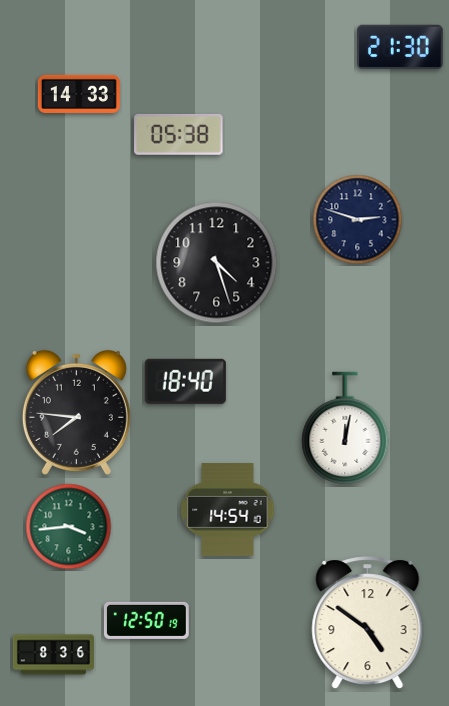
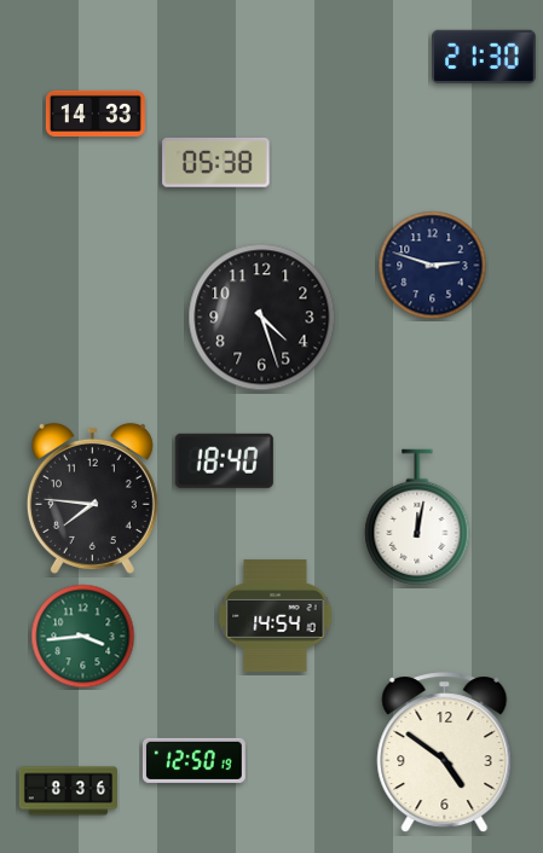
clock at (146, 620) position: (146, 620) -> (193, 760)
clock at (53, 655) position: (53, 655) -> (68, 791)
